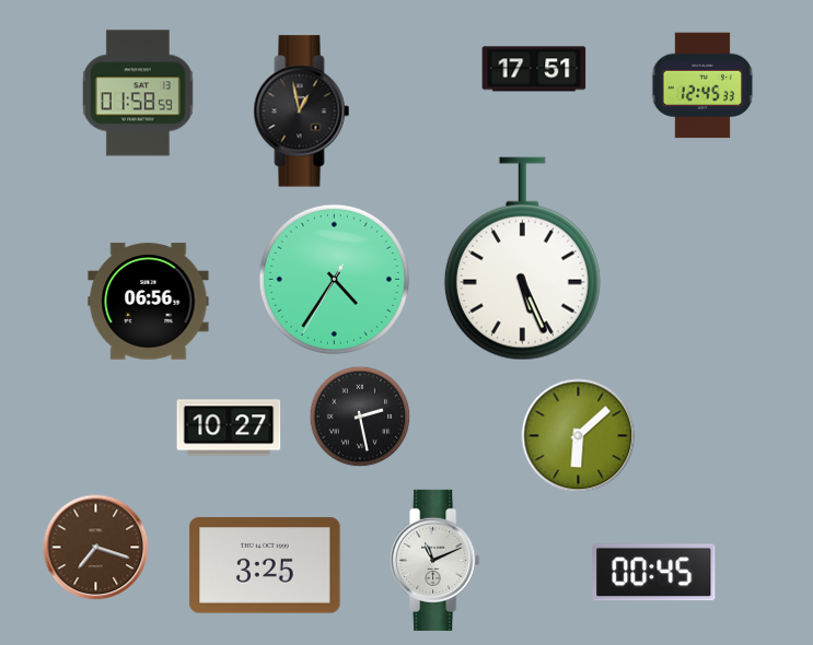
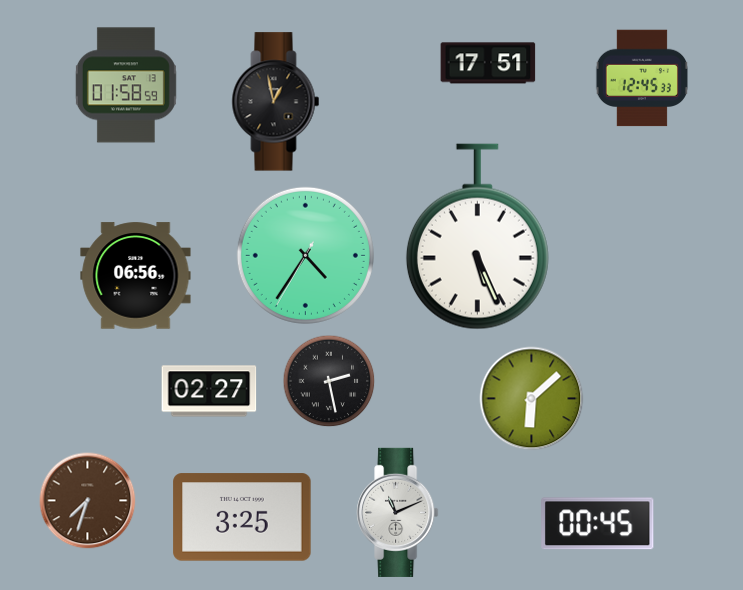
clock at (229, 427): 10:27 -> 02:27
clock at (579, 436) position: (579, 436) -> (532, 399)
clock at (96, 548): 7:18 -> 7:33
